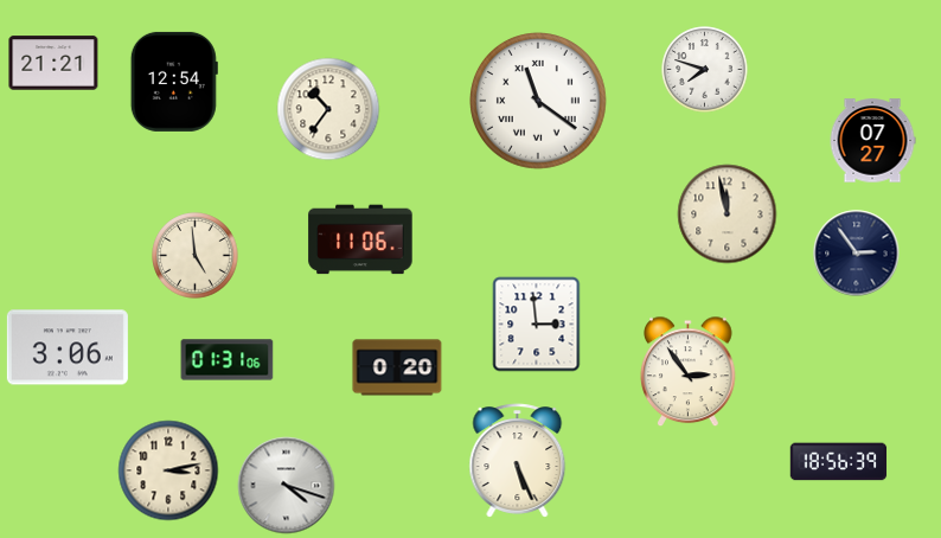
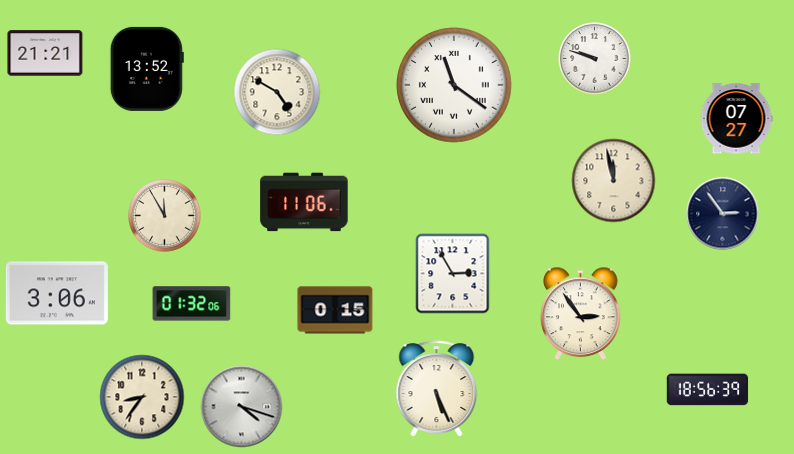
clock at (705, 70): 7:48 -> 9:48
clock at (174, 82): 12:54 -> 13:52
clock at (328, 109): 10:36 -> 4:50
clock at (196, 256): 4:59 -> 11:55
clock at (537, 325): 2:59 -> 2:55
clock at (228, 360): 01:31 -> 01:32
clock at (397, 367): 0:20 -> 0:15
clock at (168, 470): 3:13 -> 8:36
clock at (287, 486) position: (287, 486) -> (242, 407)
